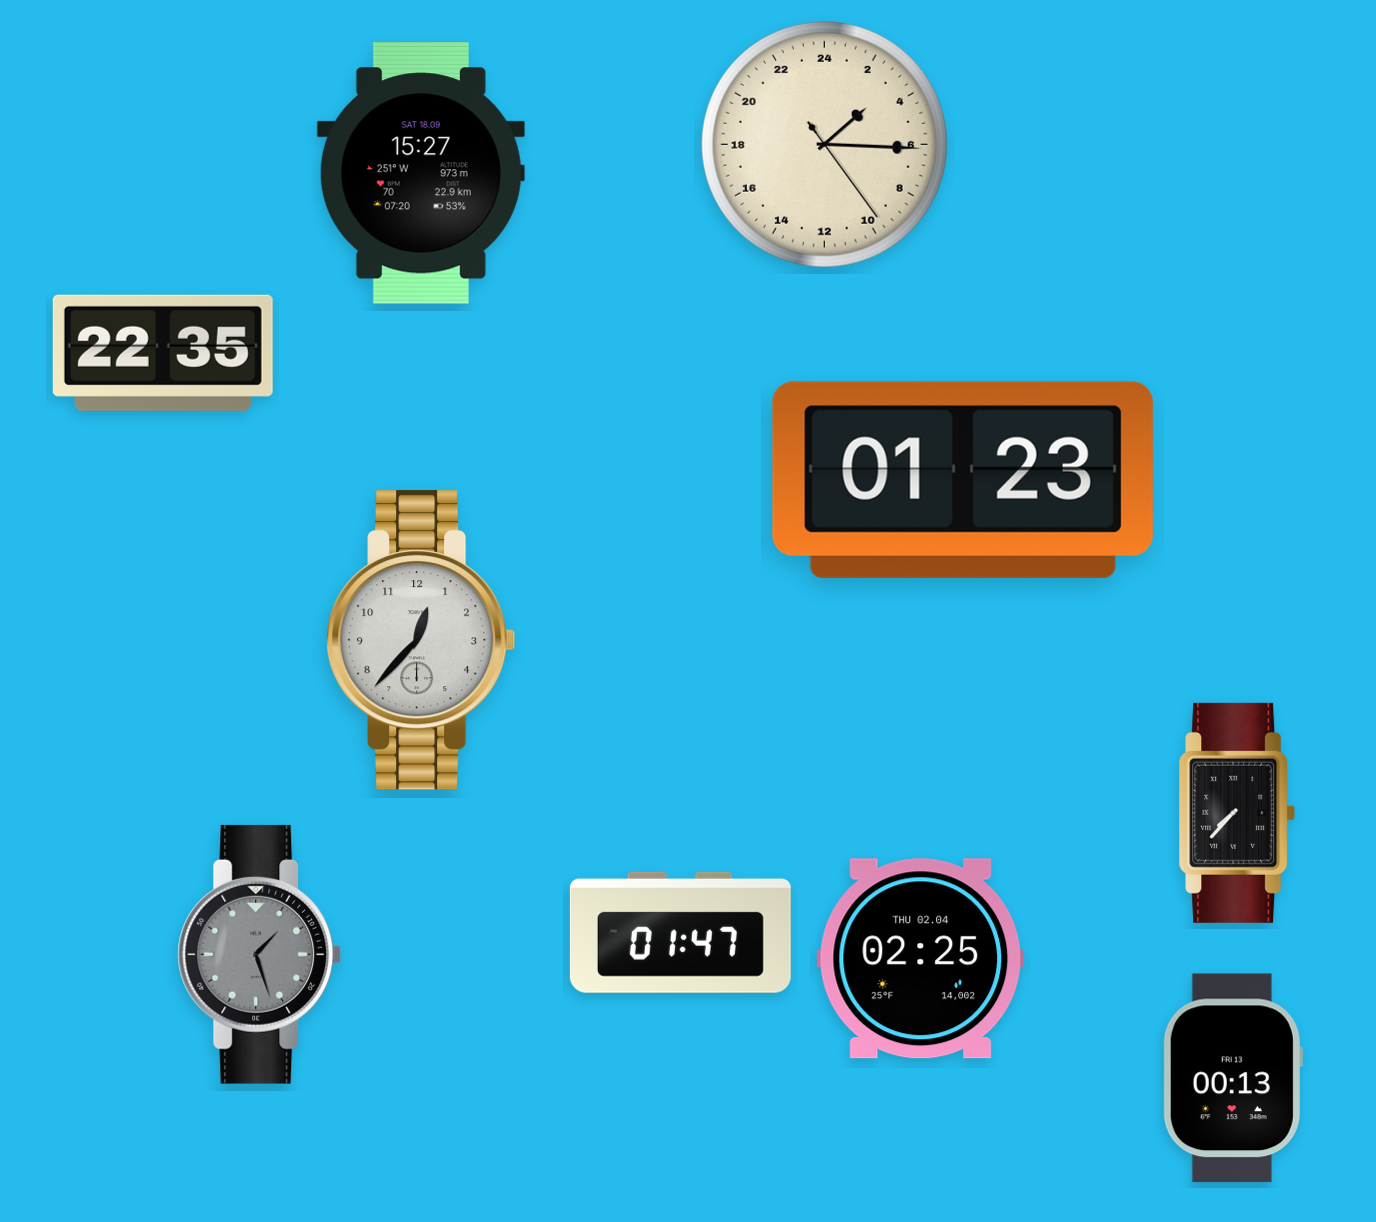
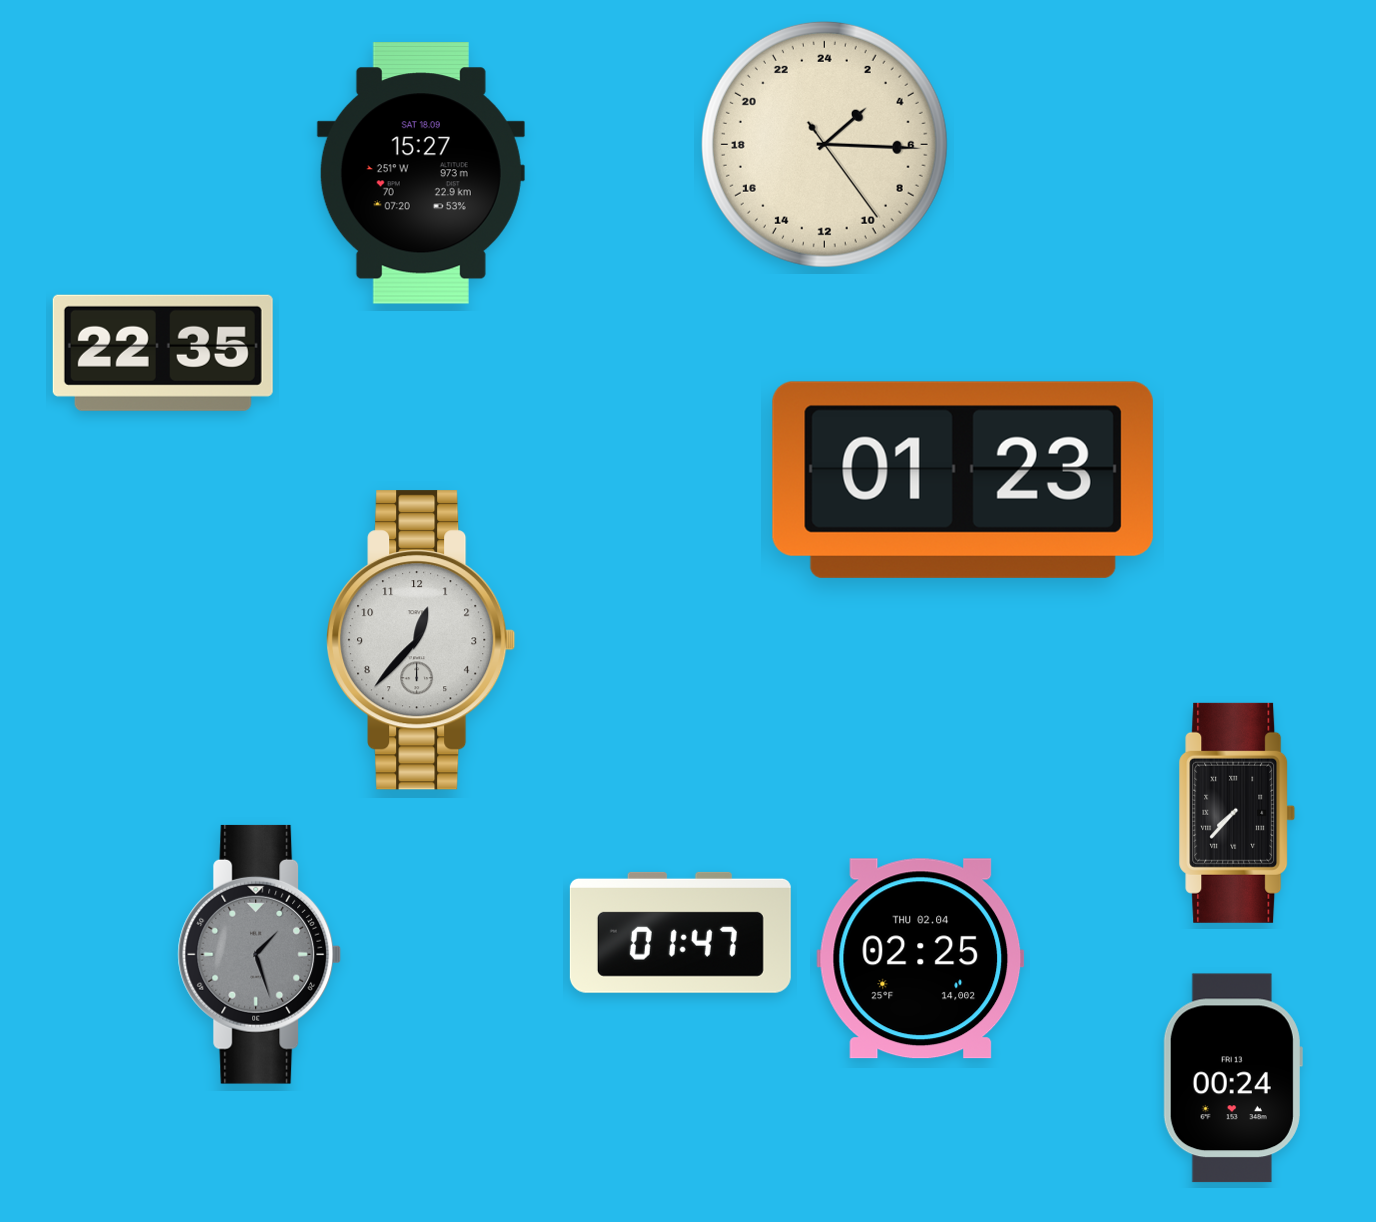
clock at (1233, 1078): 00:13 -> 00:24
